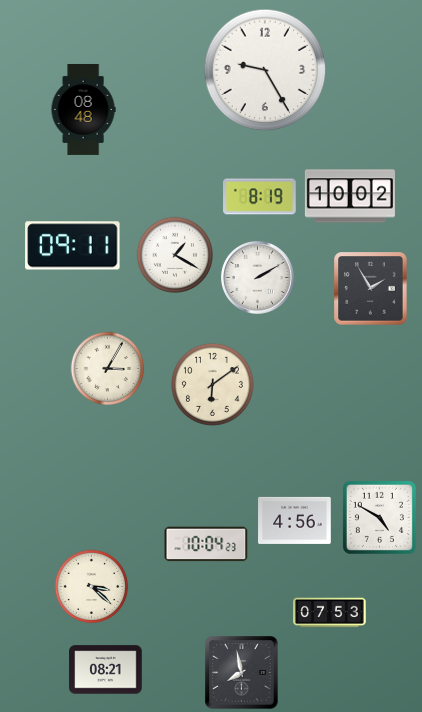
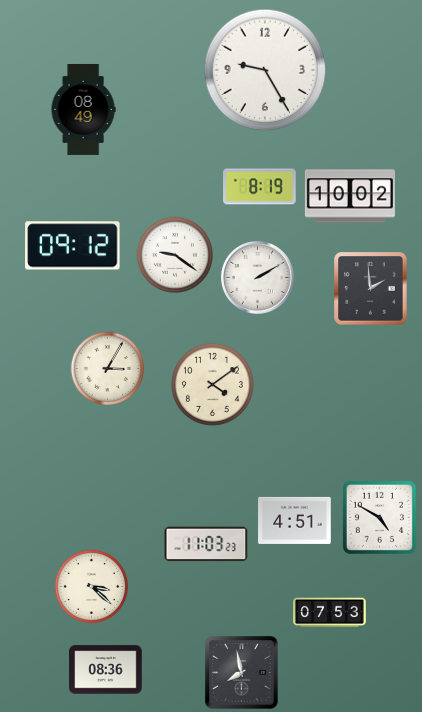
clock at (83, 109): 08:48 -> 08:49
clock at (260, 197) position: (260, 197) -> (260, 187)
clock at (73, 246): 09:11 -> 09:12
clock at (174, 254): 1:20 -> 9:21
clock at (371, 289): 1:55 -> 1:59
clock at (212, 384): 6:09 -> 4:09
clock at (295, 520): 4:56 -> 4:51
clock at (206, 544): 10:04 -> 11:03
clock at (106, 670): 08:21 -> 08:36
